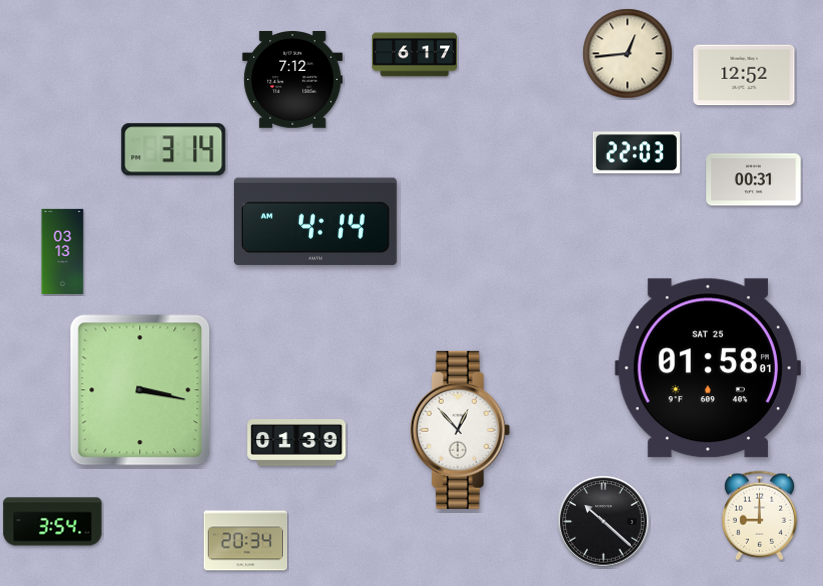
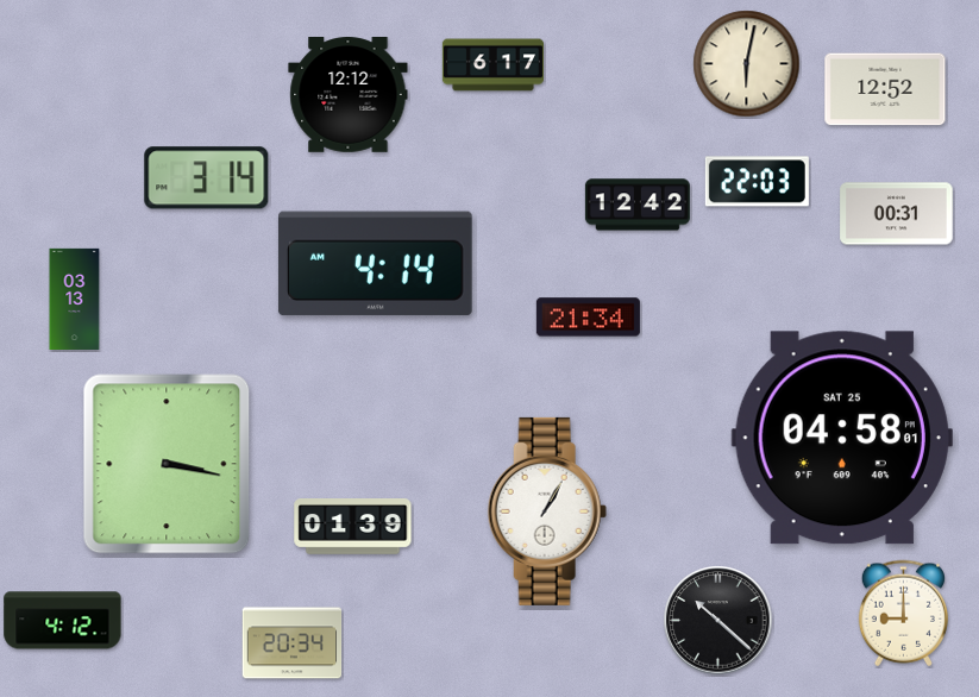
clock at (628, 54): 12:44 -> 6:02
clock at (293, 80): 7:12 -> 12:12
clock at (638, 205): none -> 12:42
clock at (588, 318): none -> 21:34
clock at (708, 368): 01:58 -> 04:58
clock at (460, 430): 12:53 -> 1:05
clock at (53, 522): 3:54 -> 4:12
